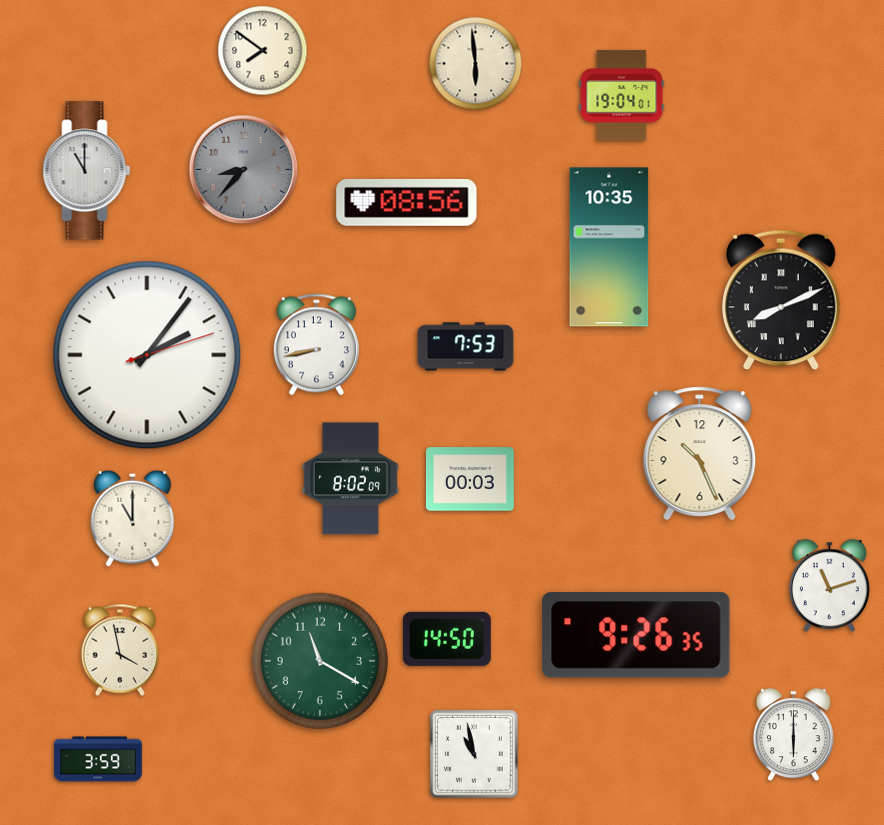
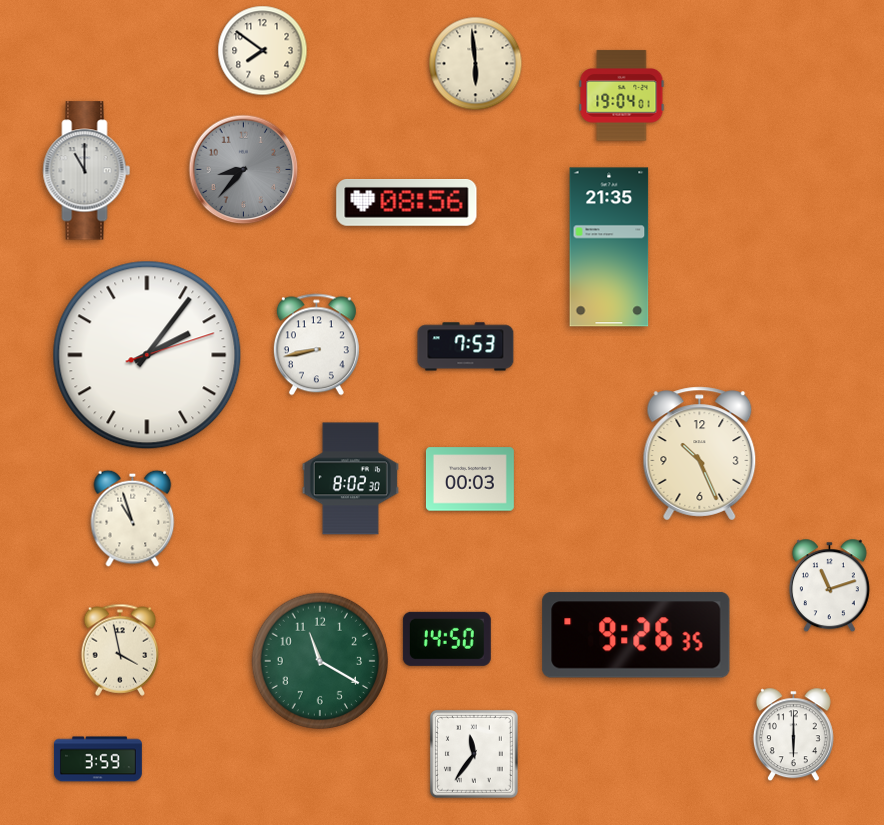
clock at (609, 247): 10:35 -> 21:35
clock at (782, 300): 8:11 -> none
clock at (350, 479): 8:02:09 -> 8:02:30
clock at (133, 518): 11:00 -> 10:57
clock at (474, 754): 10:58 -> 11:36
